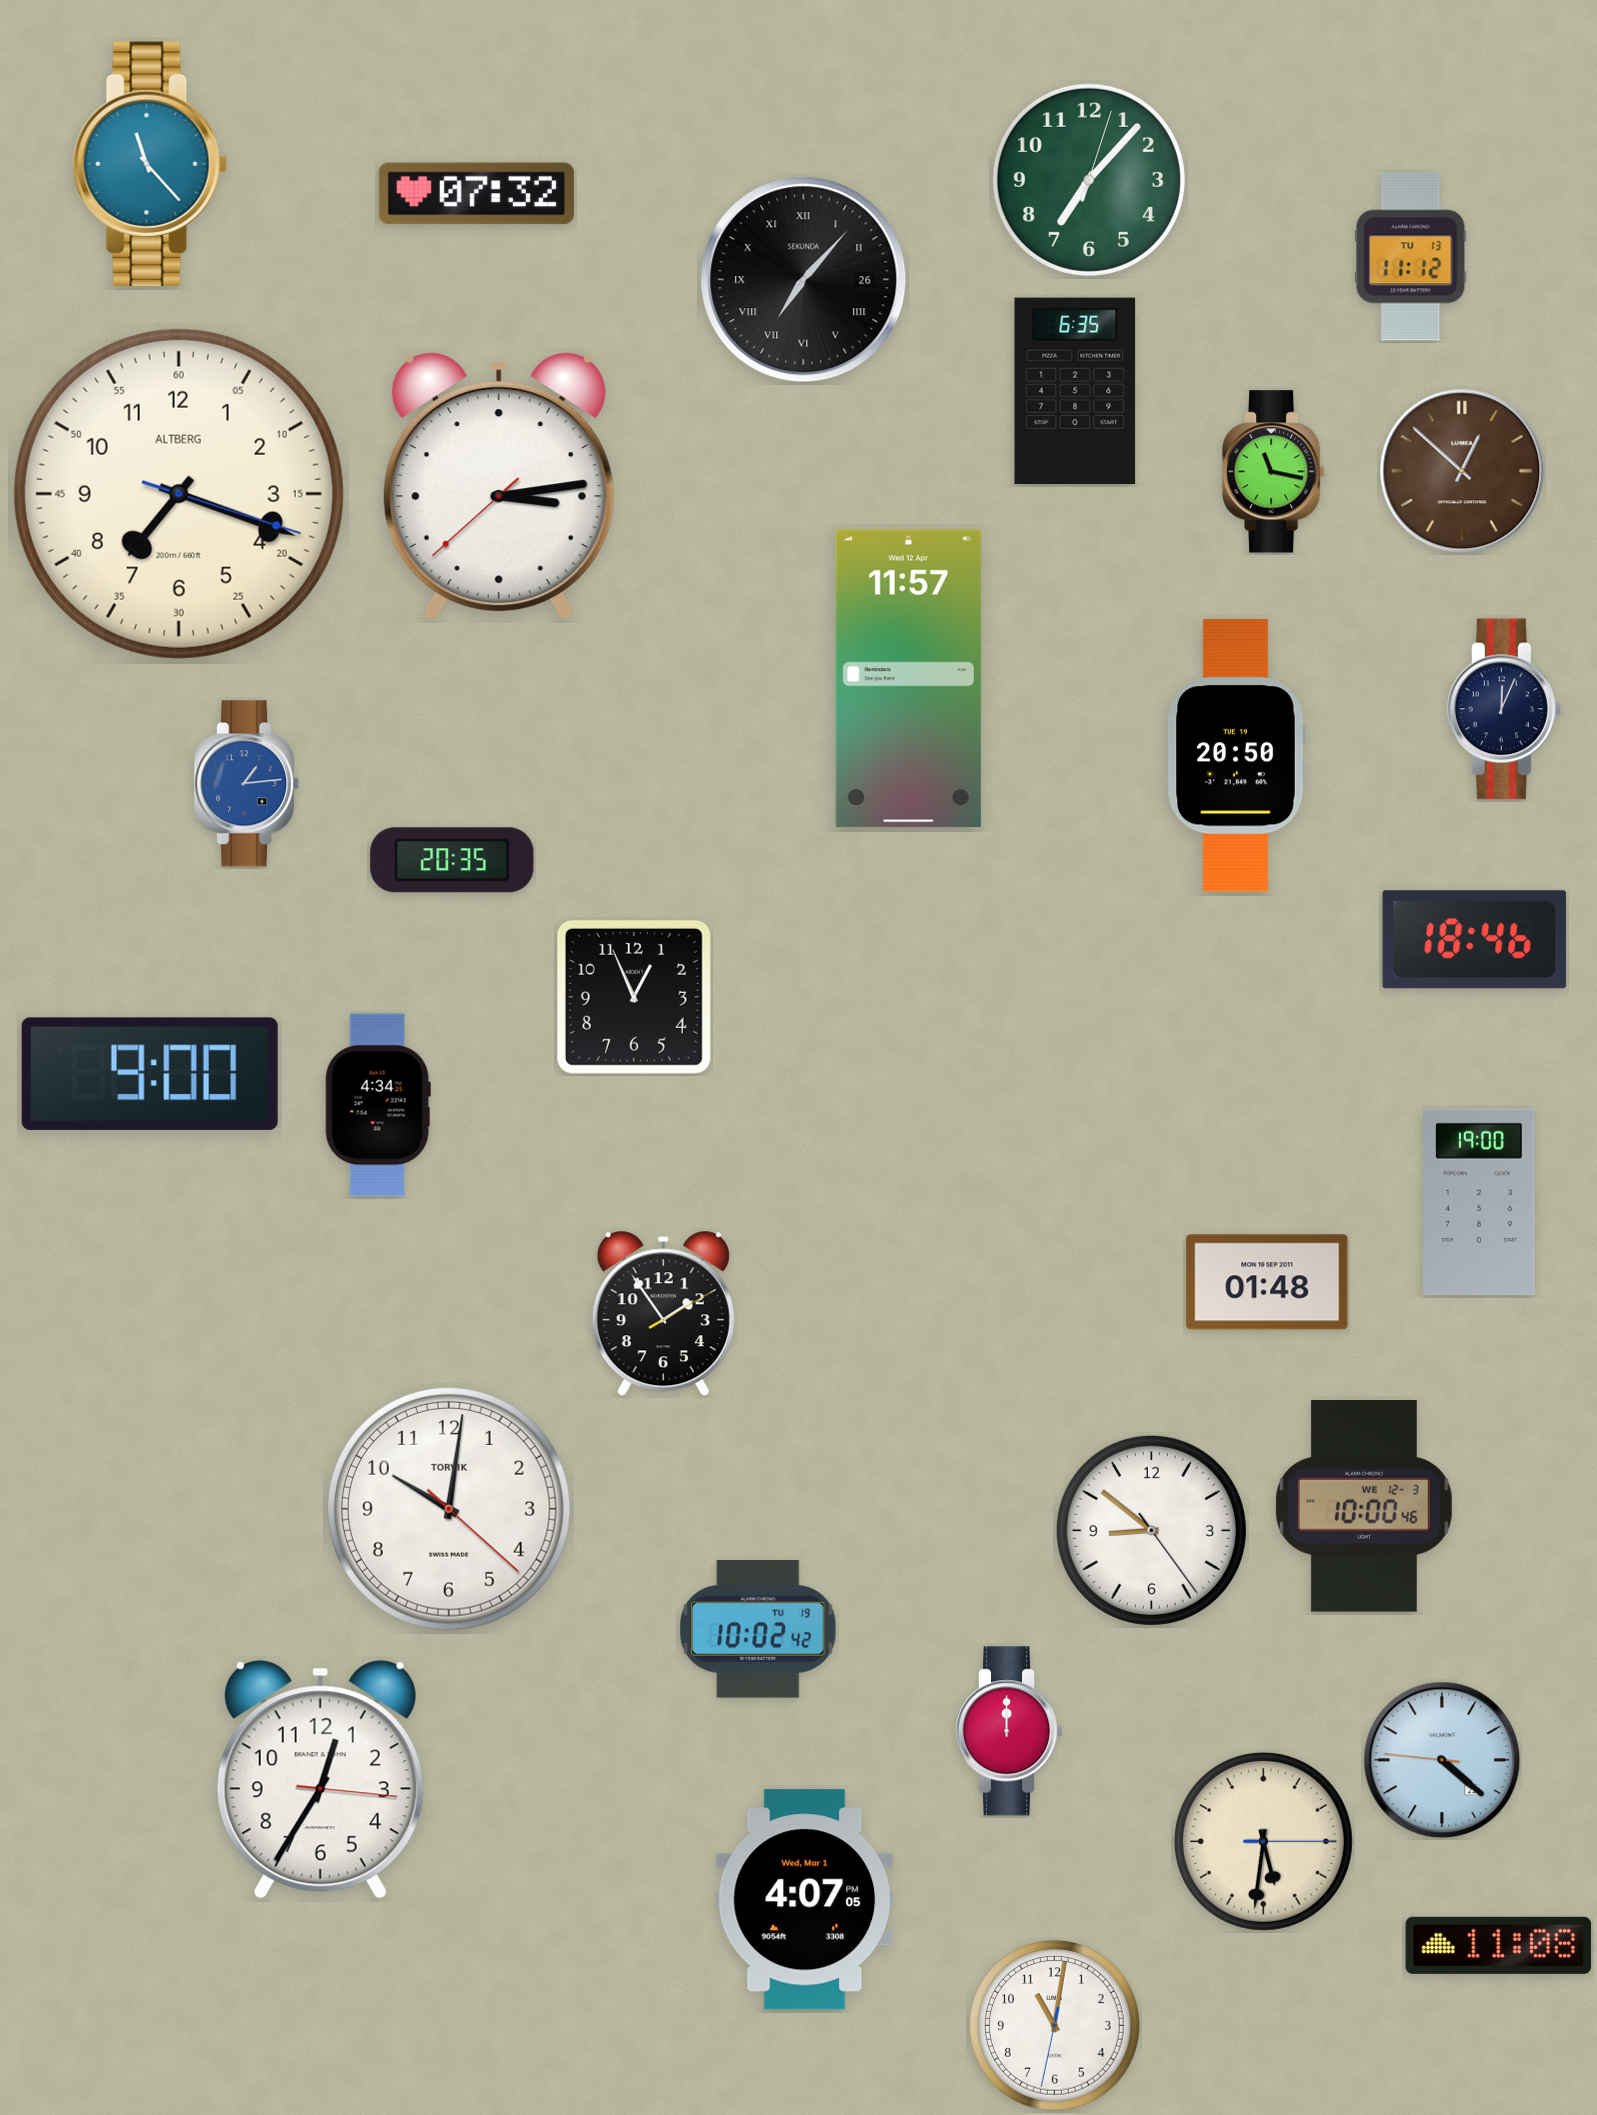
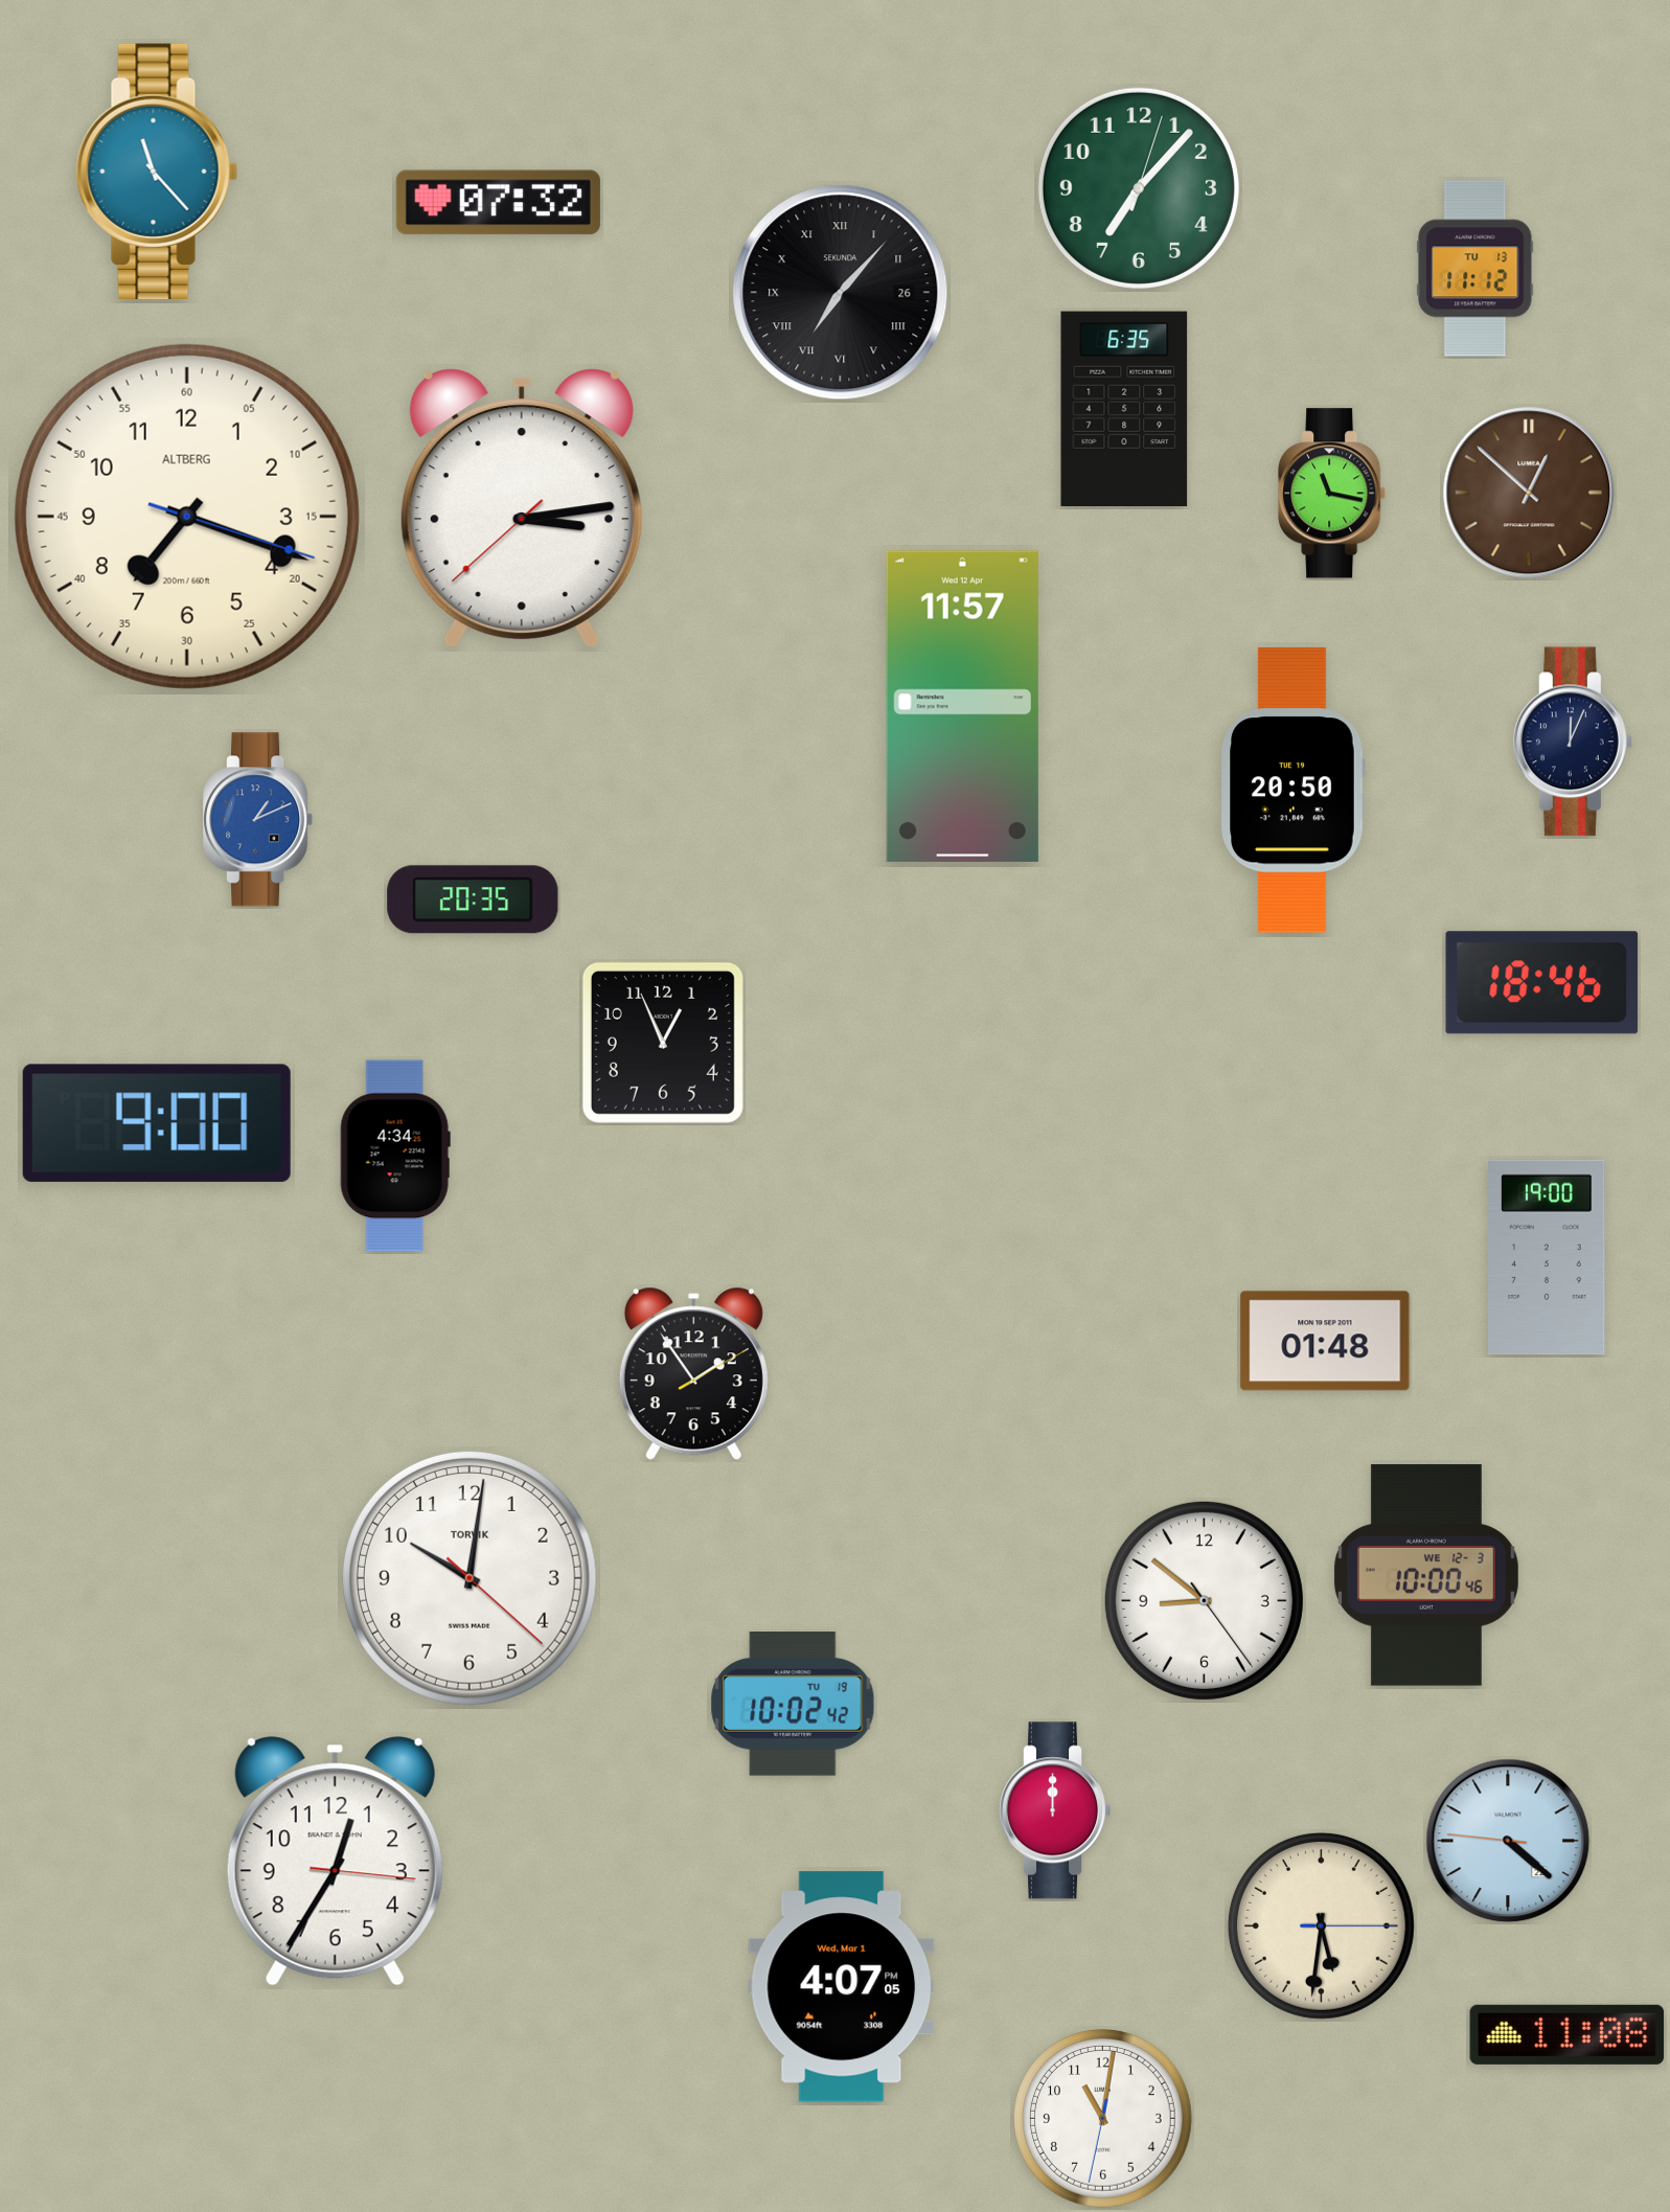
clock at (908, 679) position: (908, 679) -> (962, 707)
clock at (248, 784): 1:14 -> 1:11
